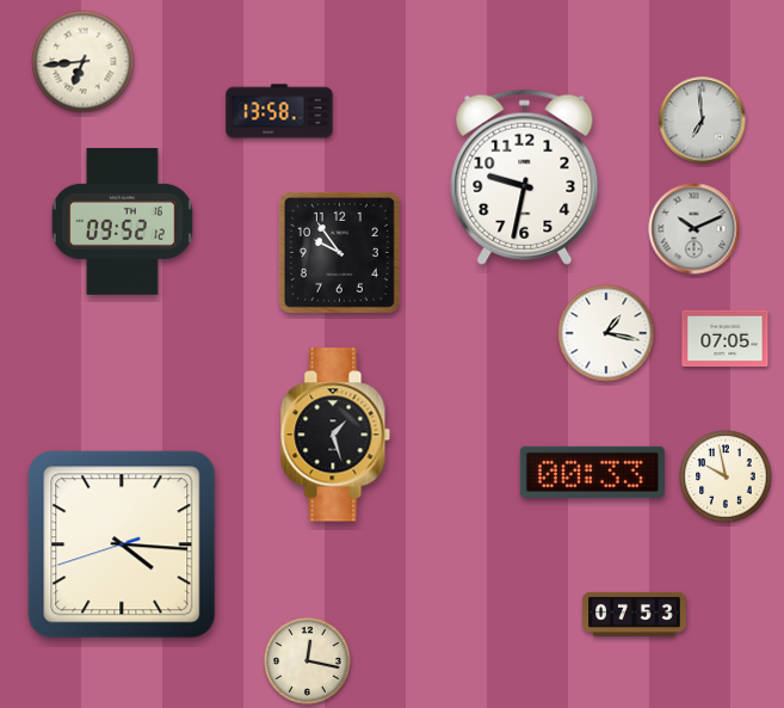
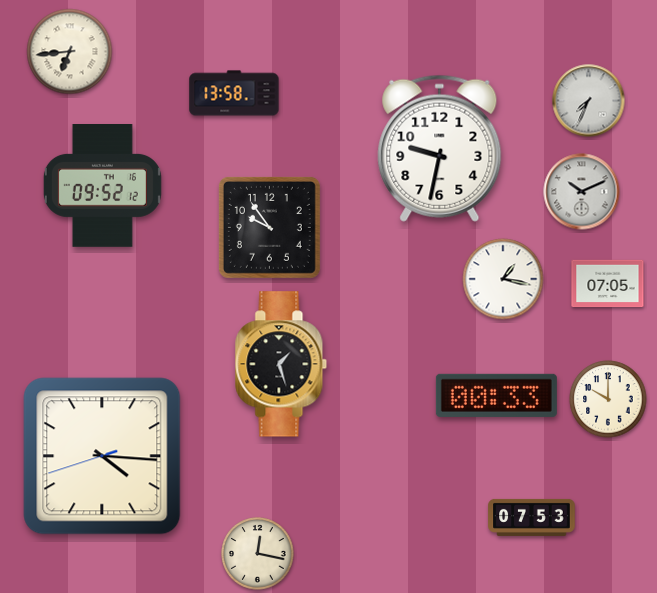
clock at (703, 121): 6:59 -> 7:34
clock at (339, 252) position: (339, 252) -> (269, 227)
clock at (606, 333) position: (606, 333) -> (503, 279)
clock at (726, 476): 9:58 -> 10:00
clock at (635, 614) position: (635, 614) -> (532, 517)
